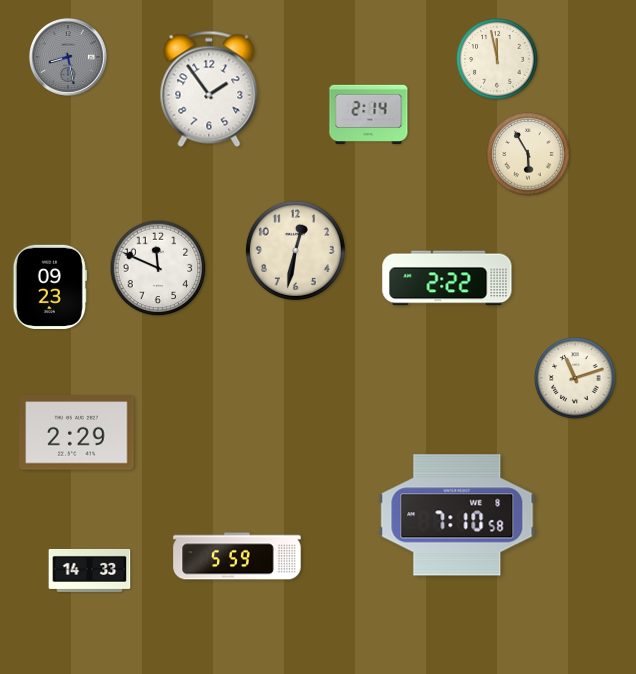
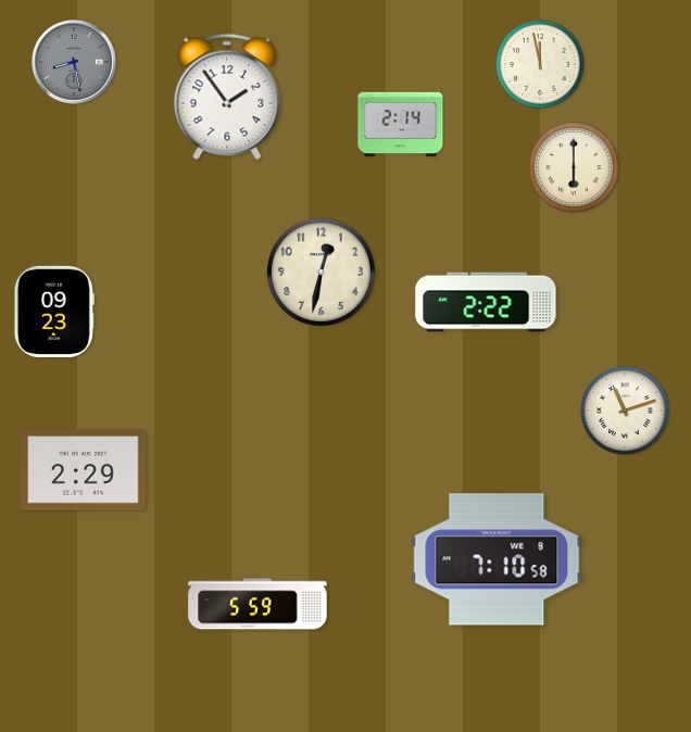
clock at (528, 154): 5:55 -> 6:00
clock at (158, 268): 11:49 -> none
clock at (90, 570): 14:33 -> none
